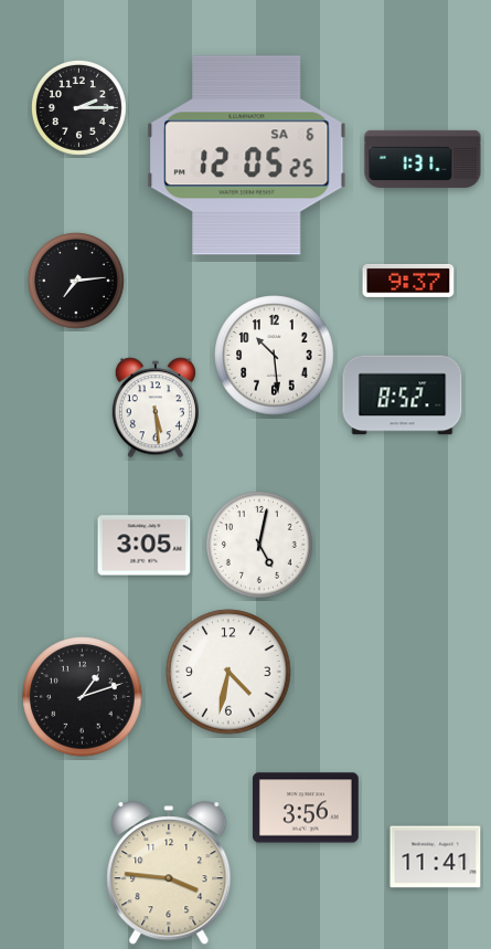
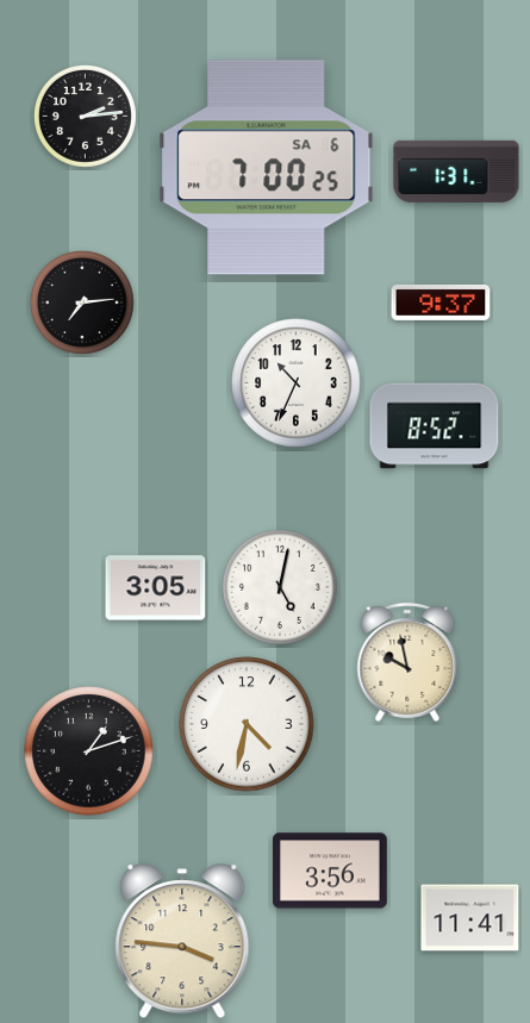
clock at (78, 107): 2:15 -> 2:14
clock at (247, 156): 12:05 -> 7:00
clock at (275, 356): 10:29 -> 10:34
clock at (156, 408): 5:29 -> none
clock at (407, 663): none -> 9:58
clock at (436, 857) position: (436, 857) -> (470, 918)
